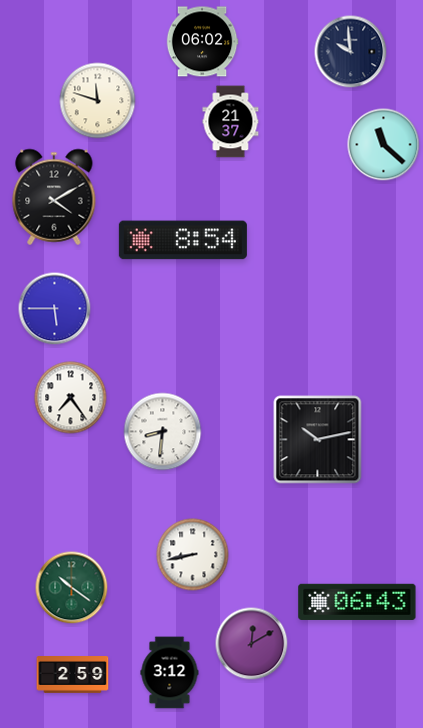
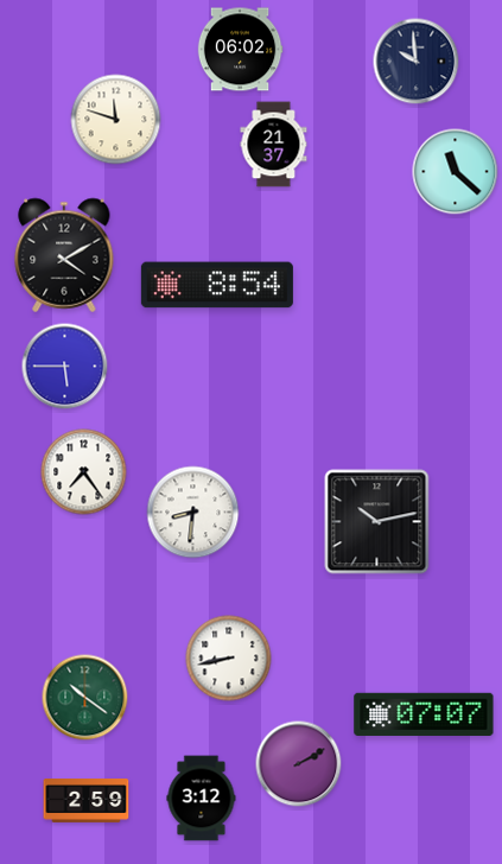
clock at (54, 197) position: (54, 197) -> (64, 255)
clock at (357, 602): 06:43 -> 07:07
clock at (252, 644): 12:10 -> 2:10
